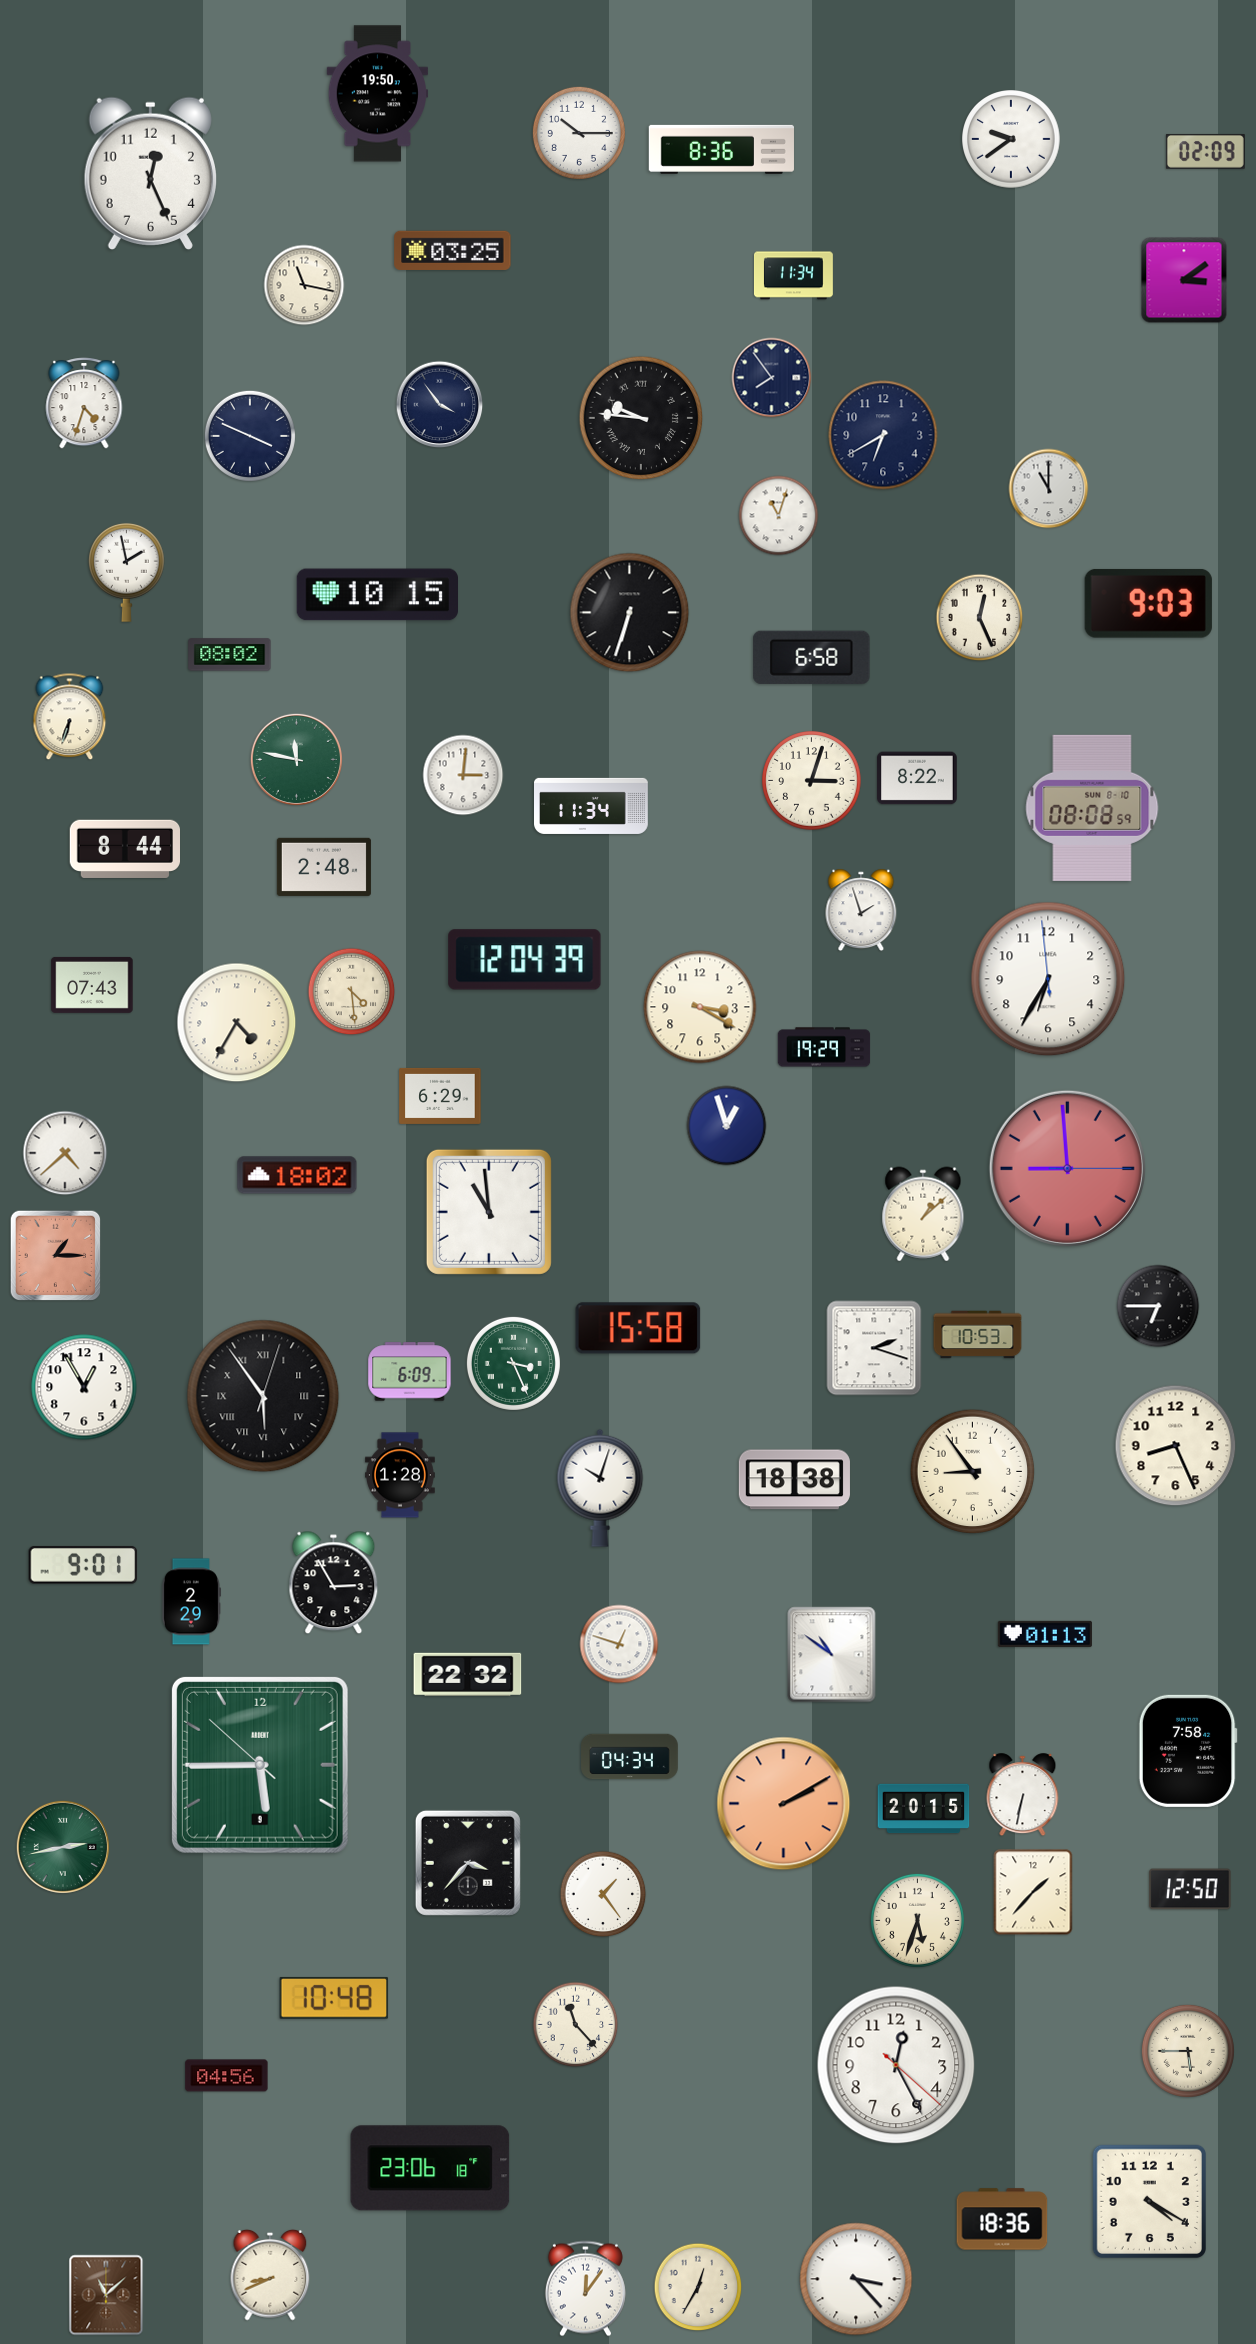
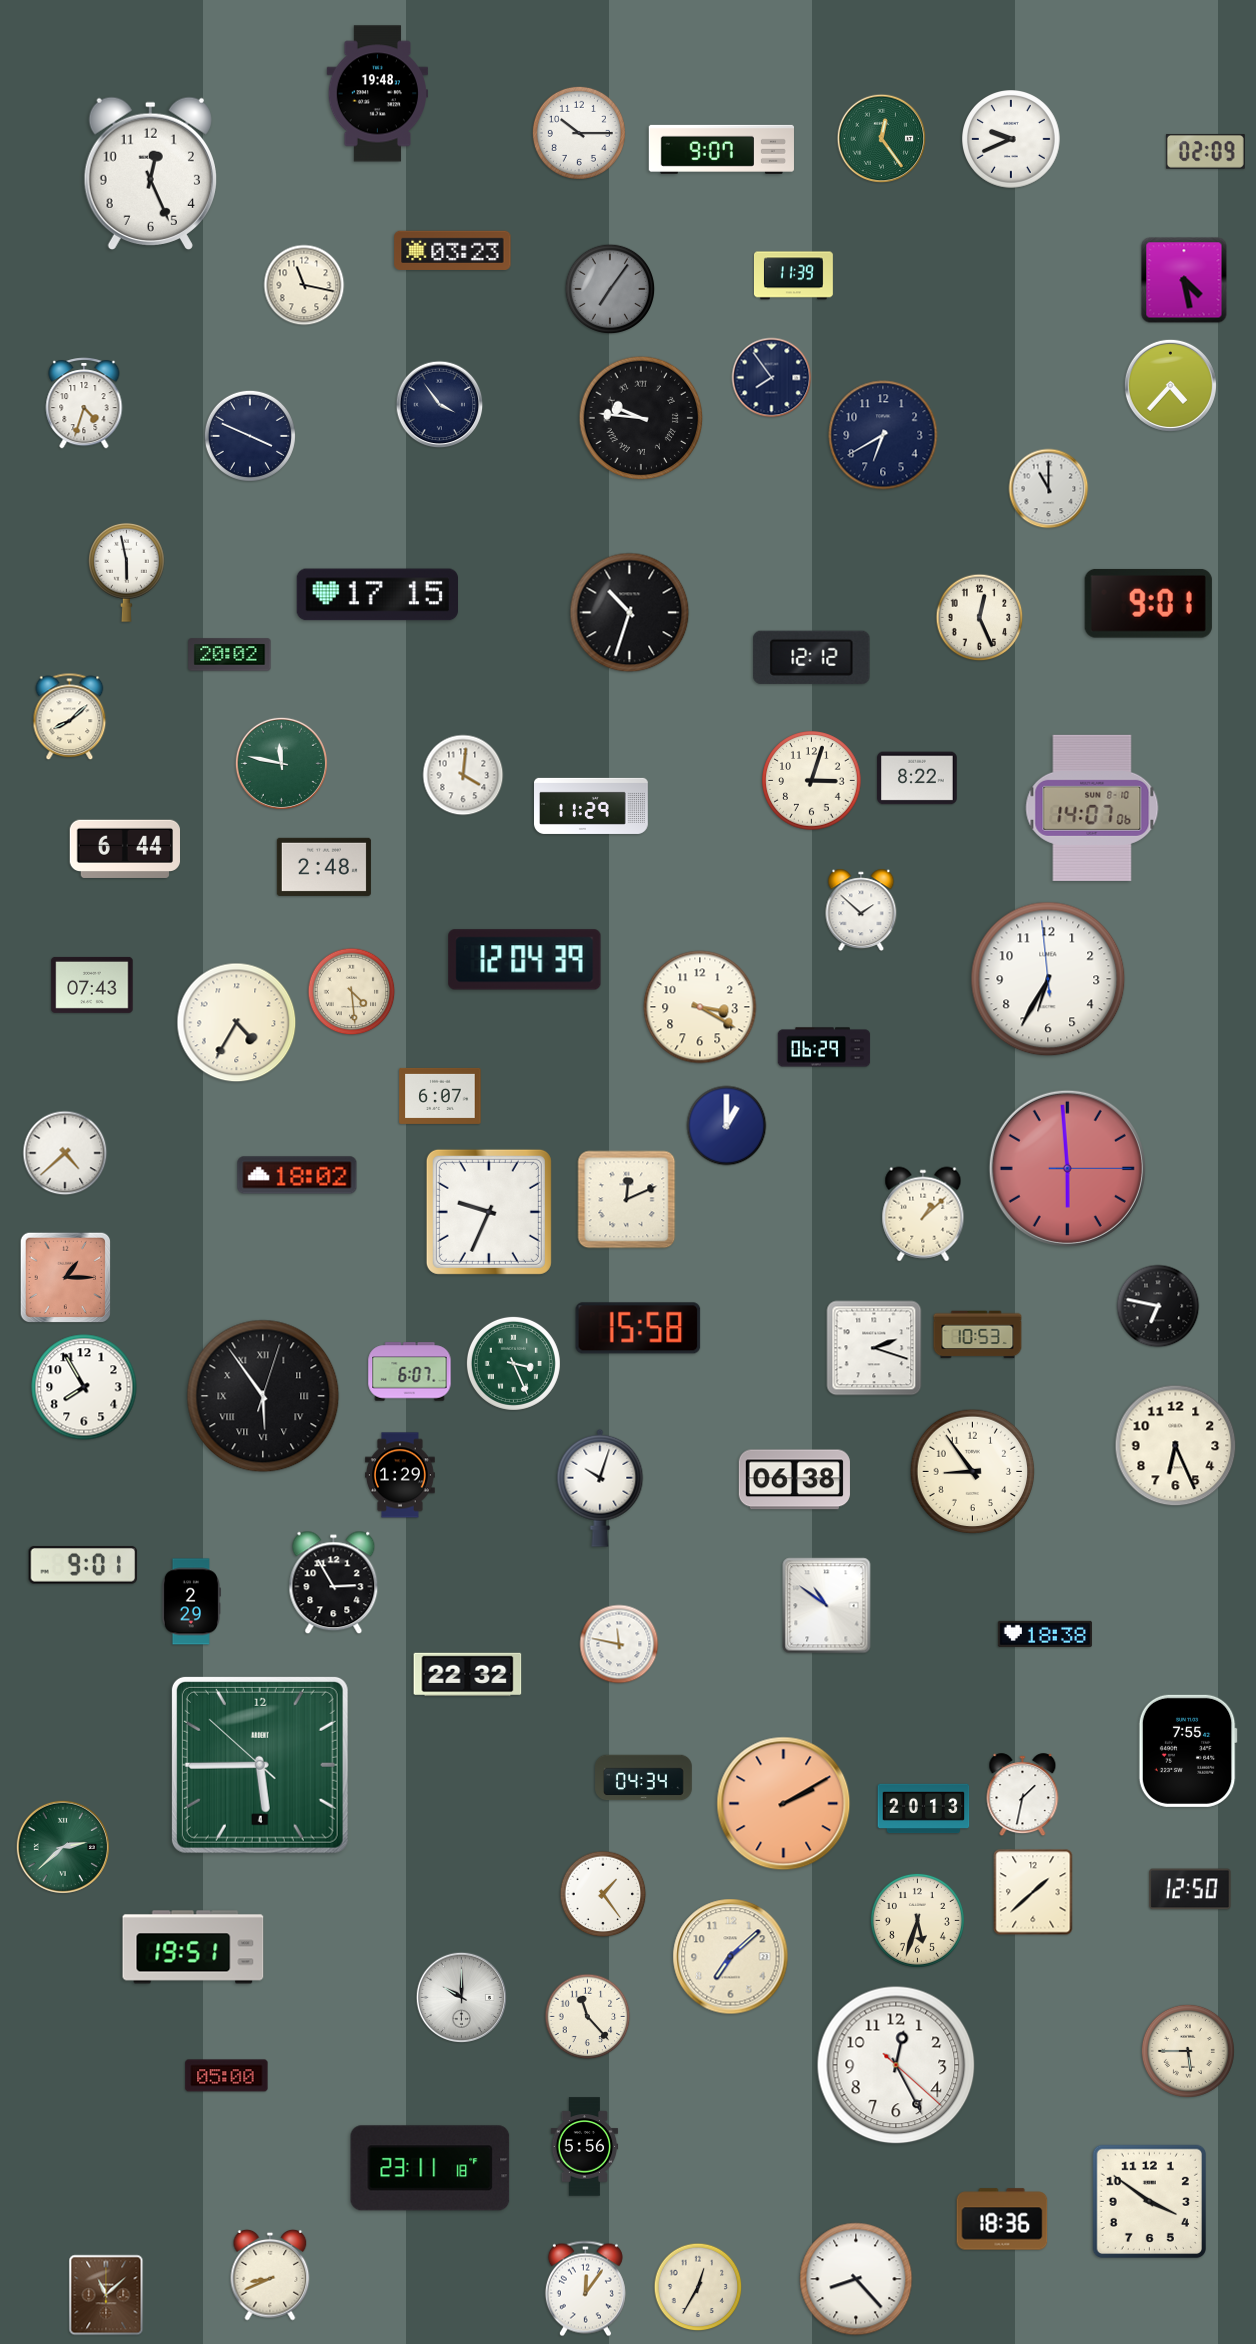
clock at (377, 94): 19:50 -> 19:48
clock at (882, 139): none -> 12:24
clock at (1012, 140): 9:39 -> 9:41
clock at (721, 149): 8:36 -> 9:07
clock at (453, 250): 03:25 -> 03:23
clock at (793, 276): 11:34 -> 11:39
clock at (1184, 280): 3:09 -> 4:28
clock at (610, 289): none -> 7:06
clock at (1170, 385): none -> 4:37
clock at (779, 516): 11:03 -> none
clock at (127, 572): 1:58 -> 5:58
clock at (377, 595): 10:15 -> 17:15
clock at (1148, 603): 9:03 -> 9:01
clock at (630, 613): 6:33 -> 10:33
clock at (230, 655): 08:02 -> 20:02
clock at (812, 657): 6:58 -> 12:12
clock at (70, 717): 6:33 -> 8:08
clock at (296, 759) position: (296, 759) -> (281, 763)
clock at (463, 775): 3:01 -> 4:01
clock at (592, 806): 11:34 -> 11:29
clock at (1092, 808): 08:08 -> 14:07
clock at (124, 848): 8:44 -> 6:44
clock at (861, 910): 1:57 -> 1:52
clock at (824, 1047): 19:29 -> 06:29
clock at (440, 1096): 6:29 -> 6:07
clock at (727, 1126): 12:57 -> 1:00
clock at (1067, 1168): 8:59 -> 5:59
clock at (627, 1200): none -> 12:11
clock at (489, 1212): 10:59 -> 9:34
clock at (56, 1256) position: (56, 1256) -> (66, 1278)
clock at (1158, 1306): 6:45 -> 6:47
clock at (410, 1372): 6:09 -> 6:07
clock at (84, 1387): 12:55 -> 7:55
clock at (1176, 1446): 8:26 -> 6:26
clock at (401, 1475): 1:28 -> 1:29
clock at (794, 1480): 18:38 -> 06:38
clock at (1045, 1634): 01:13 -> 18:38
clock at (619, 1644): 12:48 -> 11:47
clock at (832, 1655) position: (832, 1655) -> (827, 1606)
clock at (1188, 1751): 7:58 -> 7:55
clock at (630, 1757) position: (630, 1757) -> (644, 1778)
clock at (260, 1765) date: 9 -> 4
clock at (1023, 1795): 6:32 -> 1:32
clock at (924, 1809): 20:15 -> 20:13
clock at (63, 1847): 2:43 -> 2:38
clock at (468, 1863): 3:37 -> none
clock at (1033, 1892): 1:37 -> 1:38
clock at (193, 1947): none -> 19:51
clock at (731, 1957): none -> 7:08
clock at (461, 1997): none -> 10:00
clock at (334, 1998): 10:48 -> none
clock at (576, 2025) position: (576, 2025) -> (588, 2017)
clock at (227, 2076): 04:56 -> 05:00
clock at (585, 2147): none -> 5:56
clock at (430, 2168): 23:06 -> 23:11
clock at (1149, 2201): 4:20 -> 3:51
clock at (856, 2279): 3:23 -> 8:23
